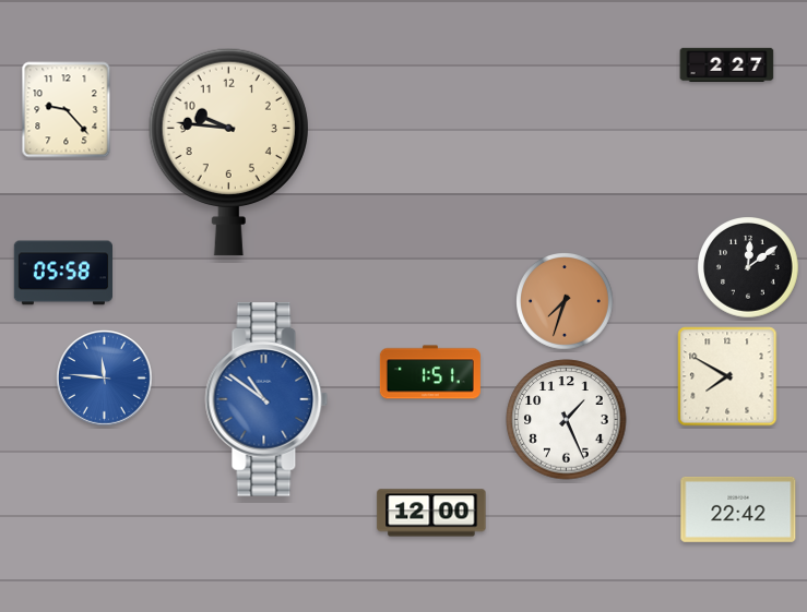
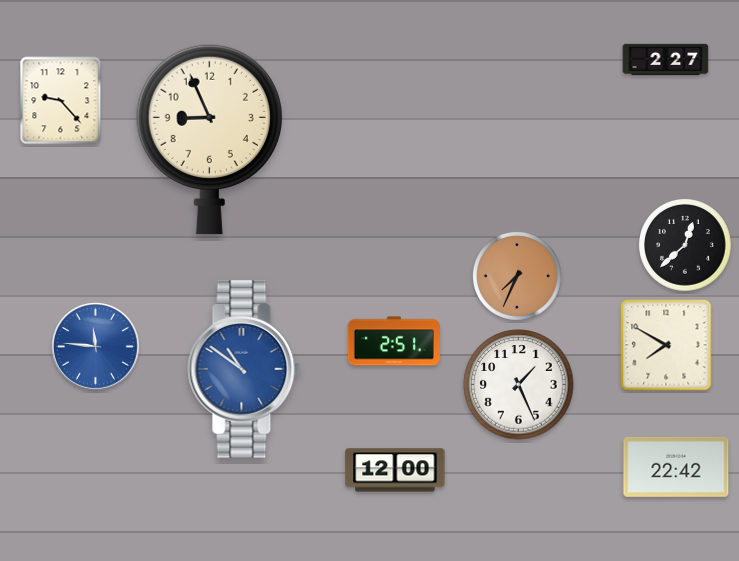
clock at (228, 152): 9:46 -> 8:56
clock at (748, 267): 12:09 -> 12:38
clock at (62, 273): 05:58 -> none
clock at (566, 302): 7:33 -> 7:34
clock at (430, 372): 1:51 -> 2:51
clock at (266, 399) position: (266, 399) -> (244, 369)
